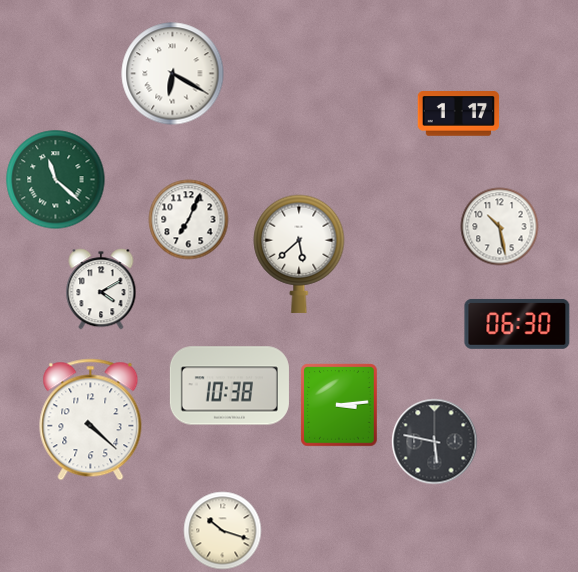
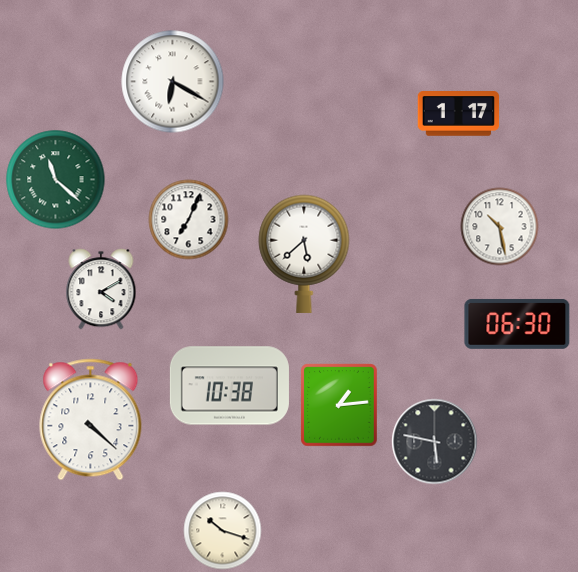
clock at (173, 74) position: (173, 74) -> (173, 82)
clock at (299, 254) position: (299, 254) -> (304, 254)
clock at (339, 405): 3:14 -> 1:14
